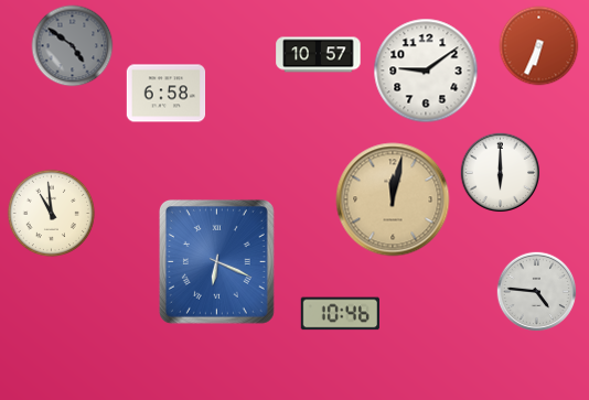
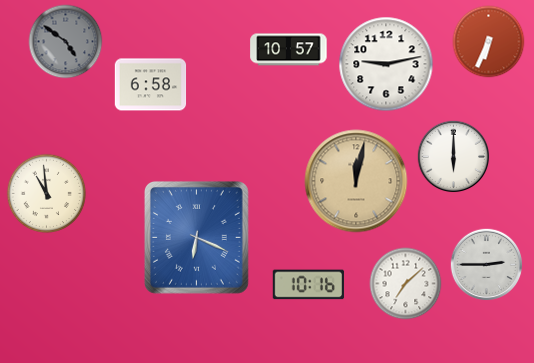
clock at (426, 71): 9:09 -> 9:13
clock at (537, 292): 4:46 -> 2:45
clock at (406, 284): none -> 7:08
clock at (340, 314): 10:46 -> 10:16
